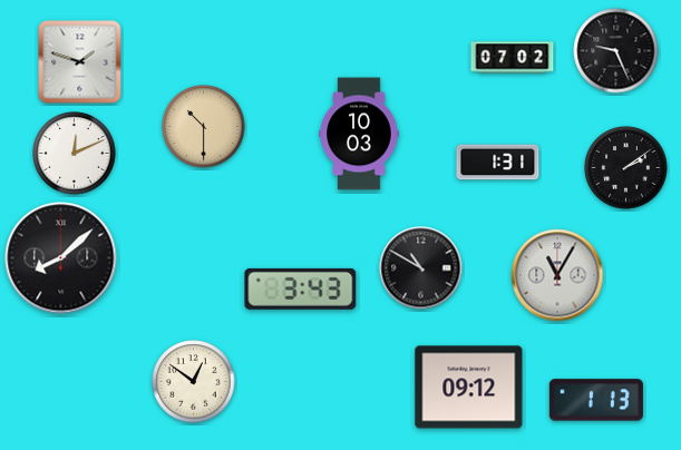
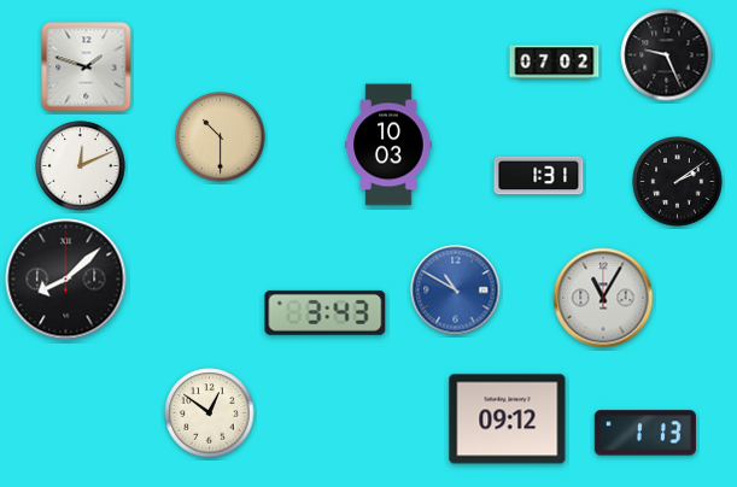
clock at (421, 268) dial: black -> blue
